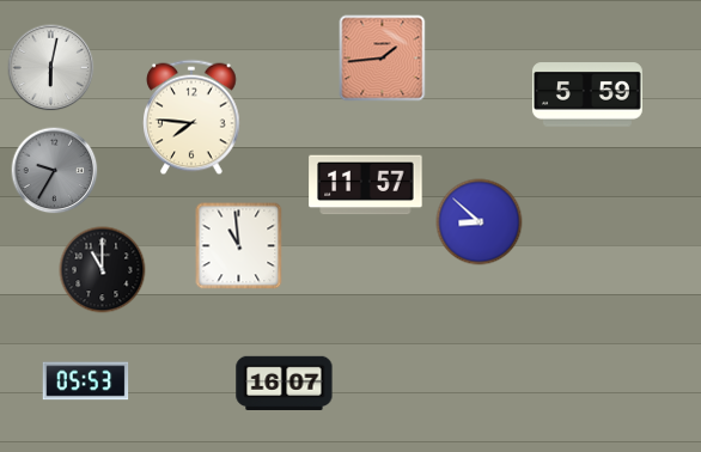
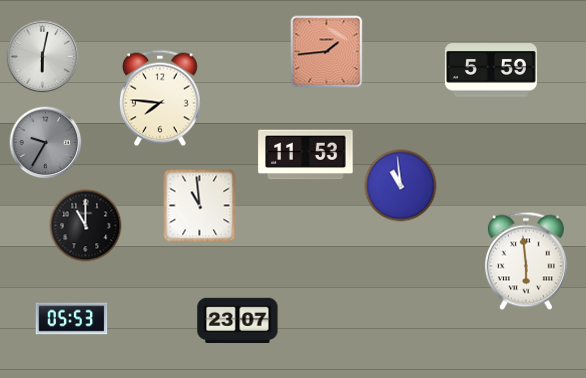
clock at (383, 59) position: (383, 59) -> (327, 52)
clock at (587, 94) position: (587, 94) -> (491, 70)
clock at (366, 185): 11:57 -> 11:53
clock at (480, 222): 8:52 -> 10:59
clock at (526, 261): none -> 5:59
clock at (285, 383): 16:07 -> 23:07
